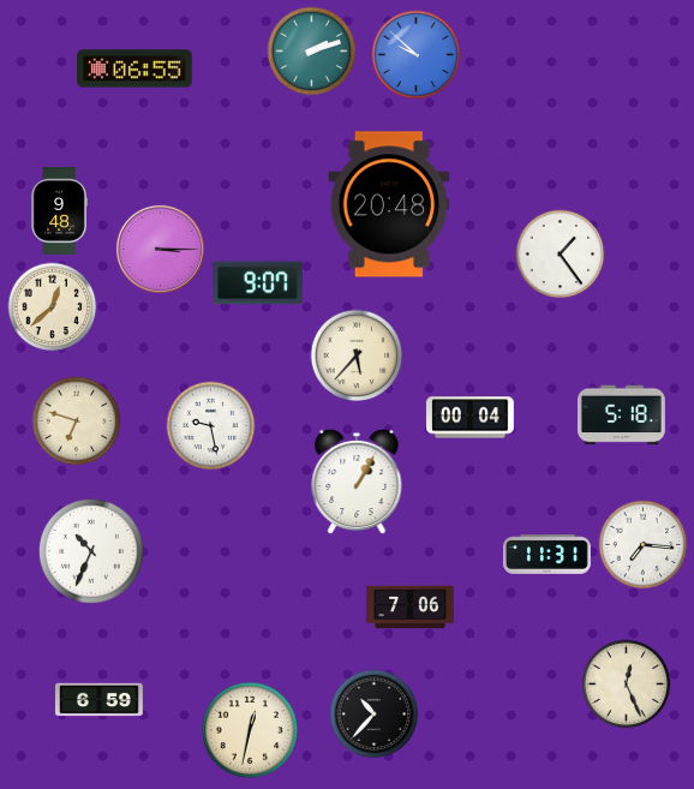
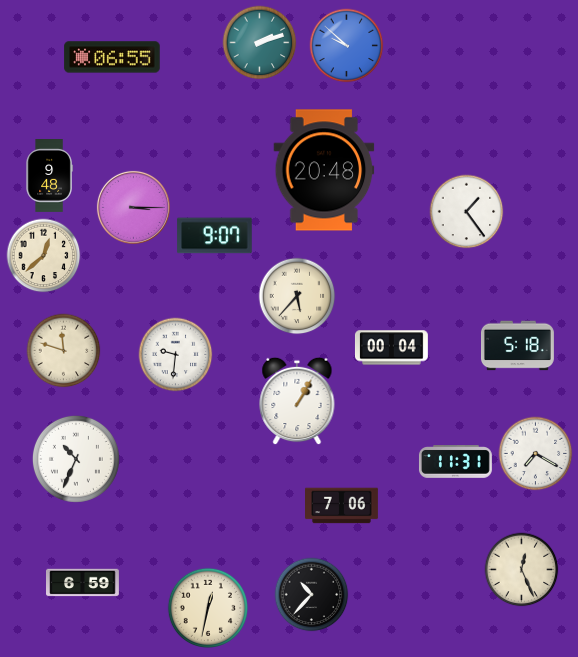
clock at (77, 422): 6:48 -> 11:48
clock at (211, 426): 9:28 -> 9:31
clock at (644, 545): 7:16 -> 7:20
